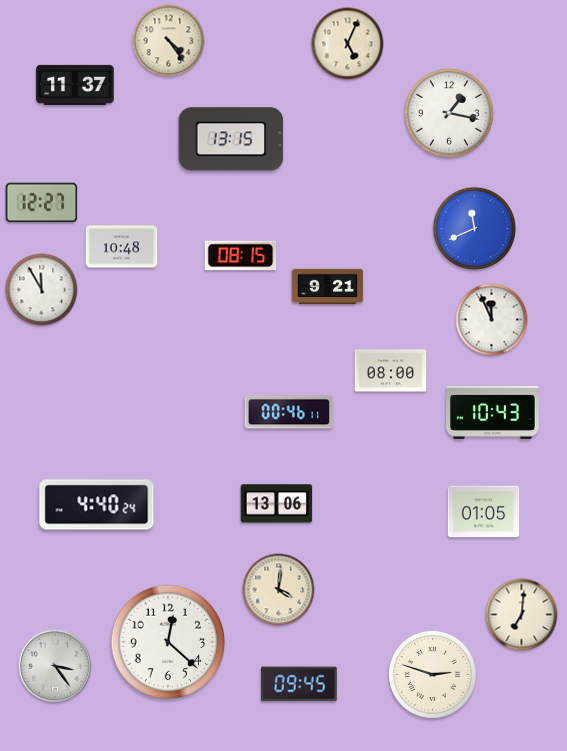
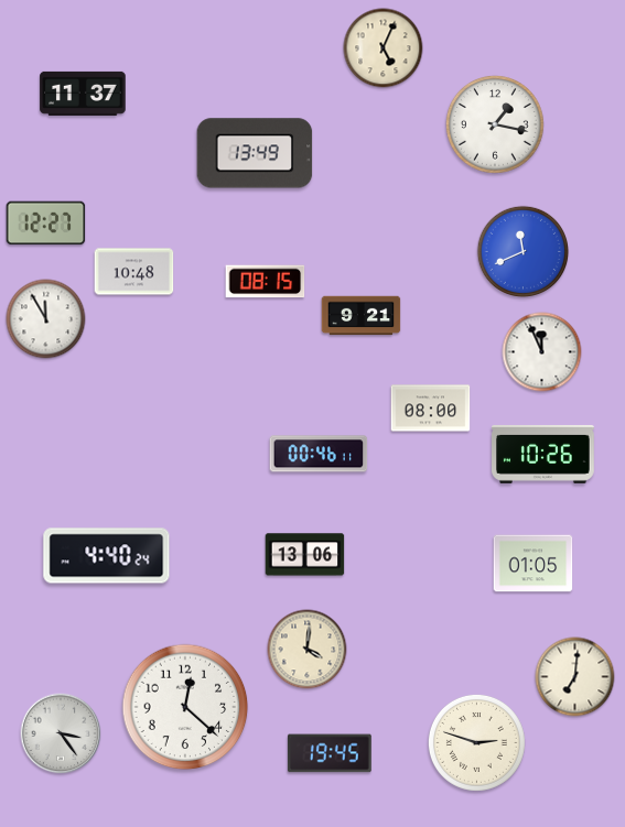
clock at (169, 41): 4:24 -> none
clock at (231, 139): 13:15 -> 13:49
clock at (493, 412): 10:43 -> 10:26
clock at (299, 684): 09:45 -> 19:45
